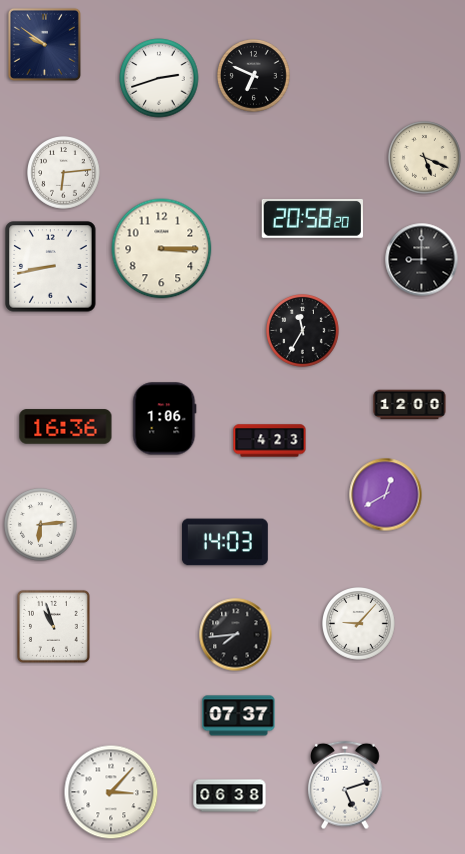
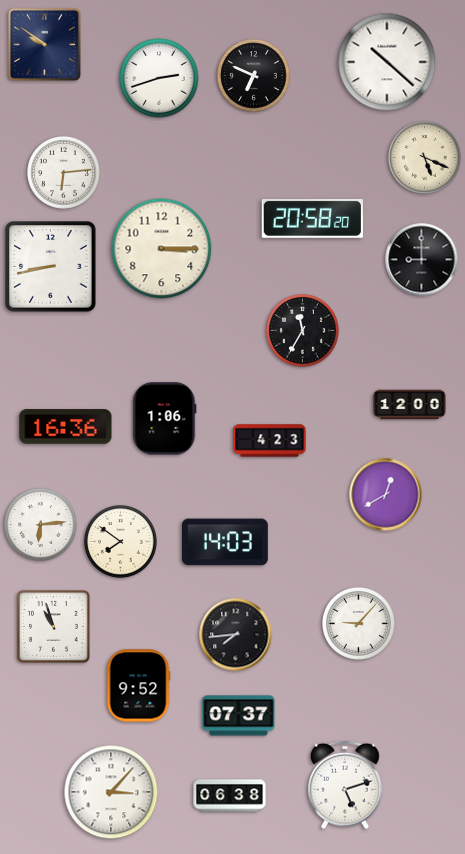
clock at (387, 62): none -> 10:22
clock at (121, 542): none -> 7:51
clock at (138, 686): none -> 9:52
